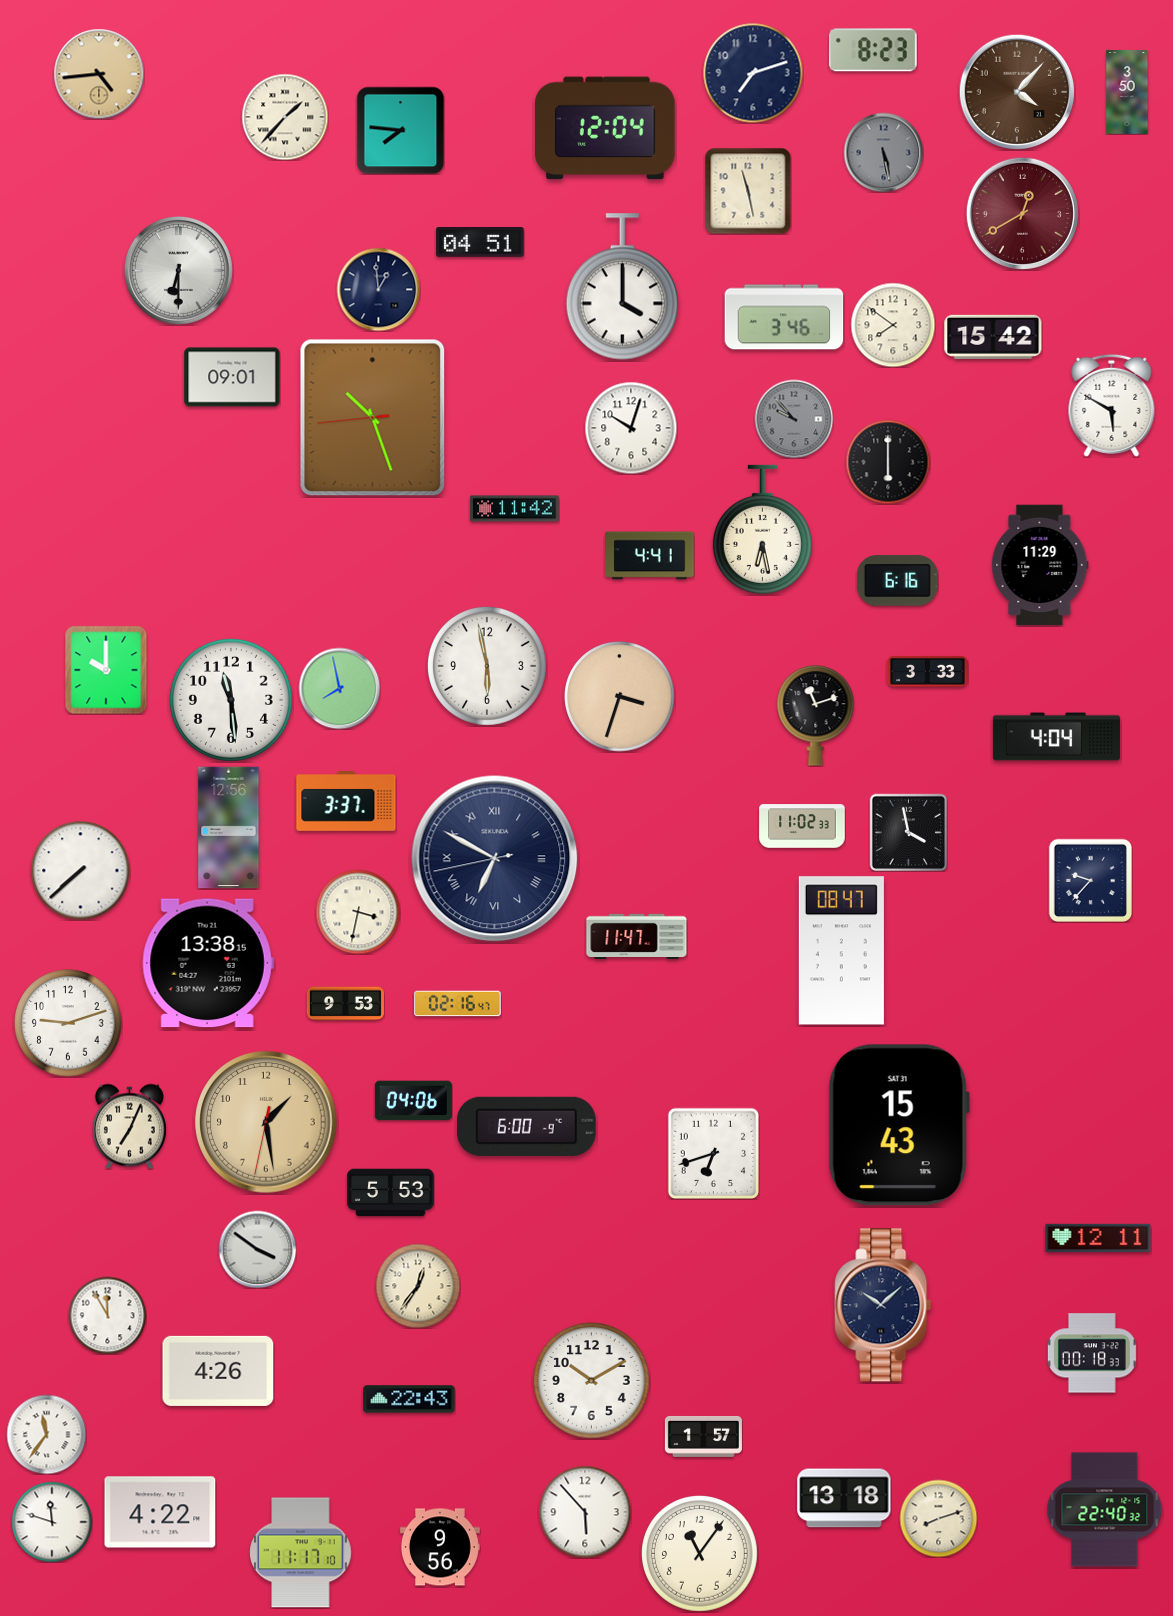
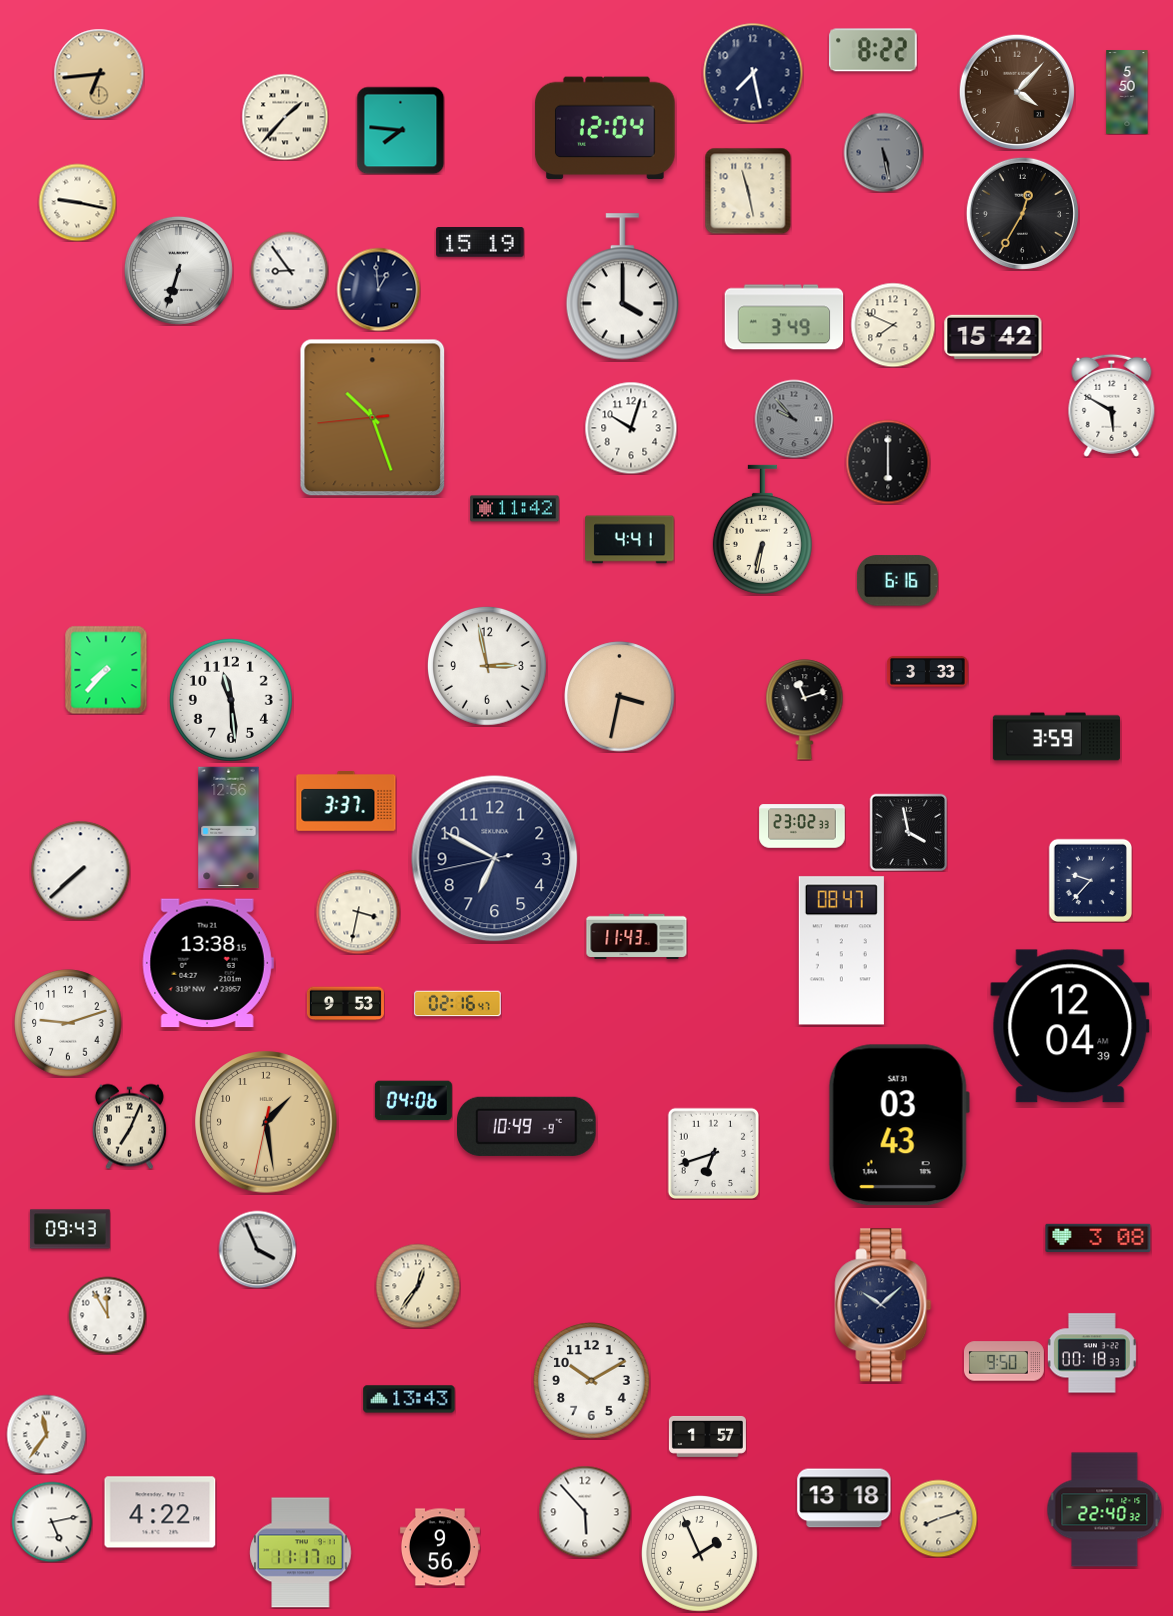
clock at (873, 50): 8:23 -> 8:22
clock at (753, 73): 7:12 -> 7:28
clock at (99, 74): 4:44 -> 6:44
clock at (1127, 92): 3:50 -> 5:50
clock at (77, 202): none -> 9:17
clock at (1022, 213): 12:40 -> 12:35
clock at (1022, 213) dial: burgundy -> black
clock at (480, 242): 04:51 -> 15:19
clock at (178, 270): 6:30 -> 6:33
clock at (289, 270): none -> 8:54
clock at (784, 317): 3:46 -> 3:49
clock at (893, 325): 7:51 -> 7:49
clock at (232, 377): 09:01 -> none
clock at (762, 529): 6:28 -> 6:32
clock at (650, 556) position: (650, 556) -> (630, 540)
clock at (1040, 565): 11:29 -> none
clock at (487, 666): 5:58 -> 2:58
clock at (106, 670): 10:00 -> 7:37
clock at (339, 688): 7:58 -> none
clock at (620, 697): 3:33 -> 3:32
clock at (816, 716) position: (816, 716) -> (805, 710)
clock at (1056, 737): 4:04 -> 3:59
clock at (802, 826): 11:02 -> 23:02
clock at (495, 859) numerals: Roman -> Arabic
clock at (637, 936): 11:47 -> 11:43
clock at (1070, 1026): none -> 12:04
clock at (899, 1125): 15:43 -> 03:43
clock at (527, 1126): 6:00 -> 10:49
clock at (391, 1193): 5:53 -> none
clock at (70, 1229): none -> 09:43
clock at (1098, 1238): 12:11 -> 3:08
clock at (257, 1249): 3:51 -> 3:56
clock at (1004, 1361): none -> 9:50
clock at (218, 1371): 4:26 -> none
clock at (409, 1399): 22:43 -> 13:43
clock at (703, 1436) position: (703, 1436) -> (707, 1436)
clock at (52, 1522): 11:48 -> 5:13
clock at (700, 1554): 11:06 -> 1:56
